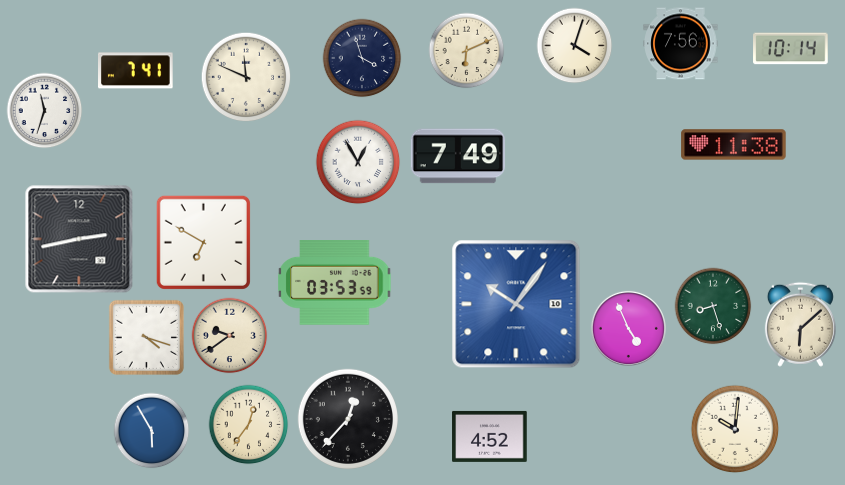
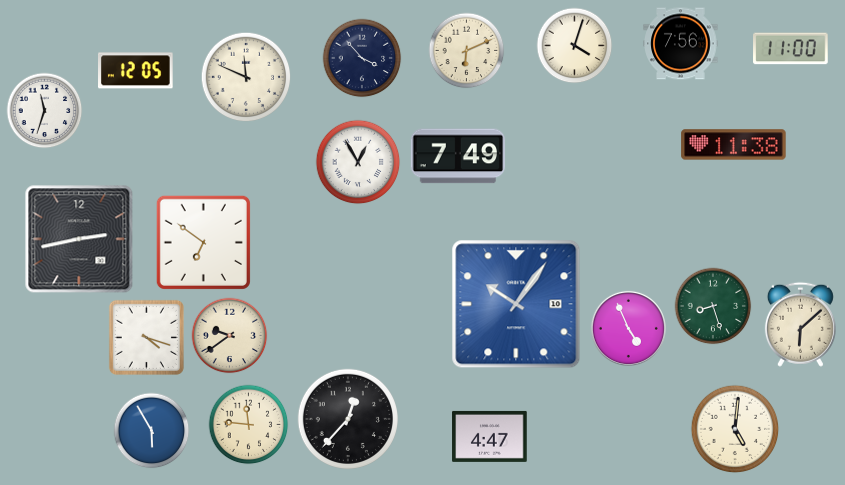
clock at (791, 49): 10:14 -> 11:00
clock at (362, 58): 3:57 -> 3:53
clock at (136, 71): 7:41 -> 12:05
clock at (203, 242): 6:50 -> 6:51
clock at (335, 283): 03:53 -> none
clock at (249, 425): 12:36 -> 11:46
clock at (735, 429): 10:01 -> 5:01
clock at (490, 436): 4:52 -> 4:47
